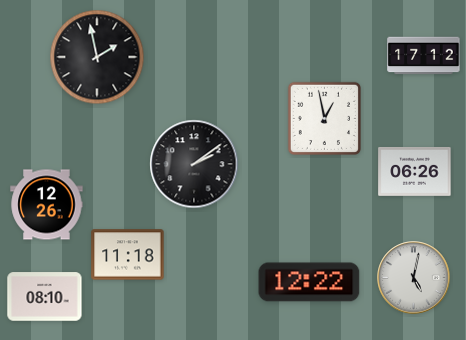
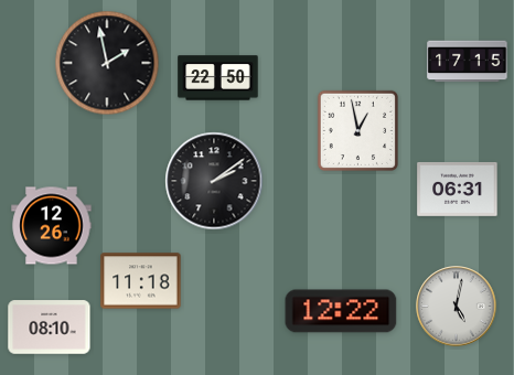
clock at (424, 56): 17:12 -> 17:15
clock at (218, 78): none -> 22:50
clock at (415, 171): 06:26 -> 06:31
